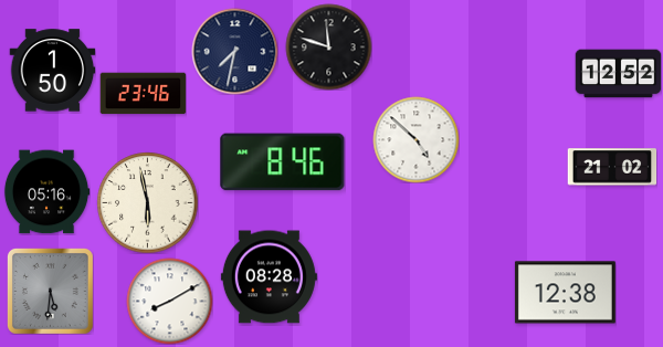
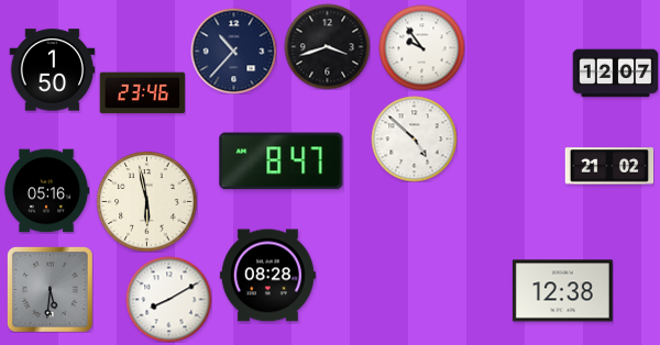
clock at (328, 46): 11:48 -> 3:42
clock at (421, 47): none -> 9:54
clock at (234, 51): 7:32 -> 10:37
clock at (618, 74): 12:52 -> 12:07
clock at (283, 162): 8:46 -> 8:47
